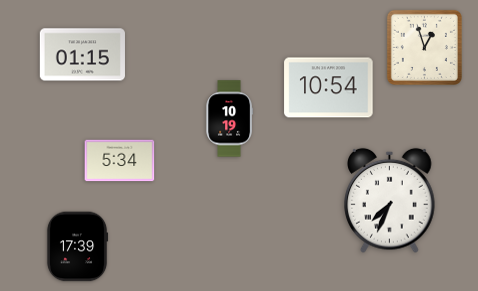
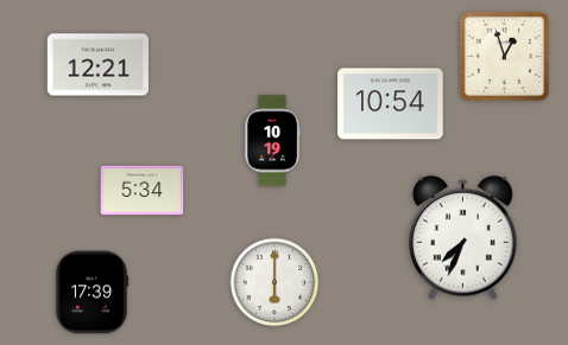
clock at (82, 55): 01:15 -> 12:21
clock at (274, 282): none -> 6:00
